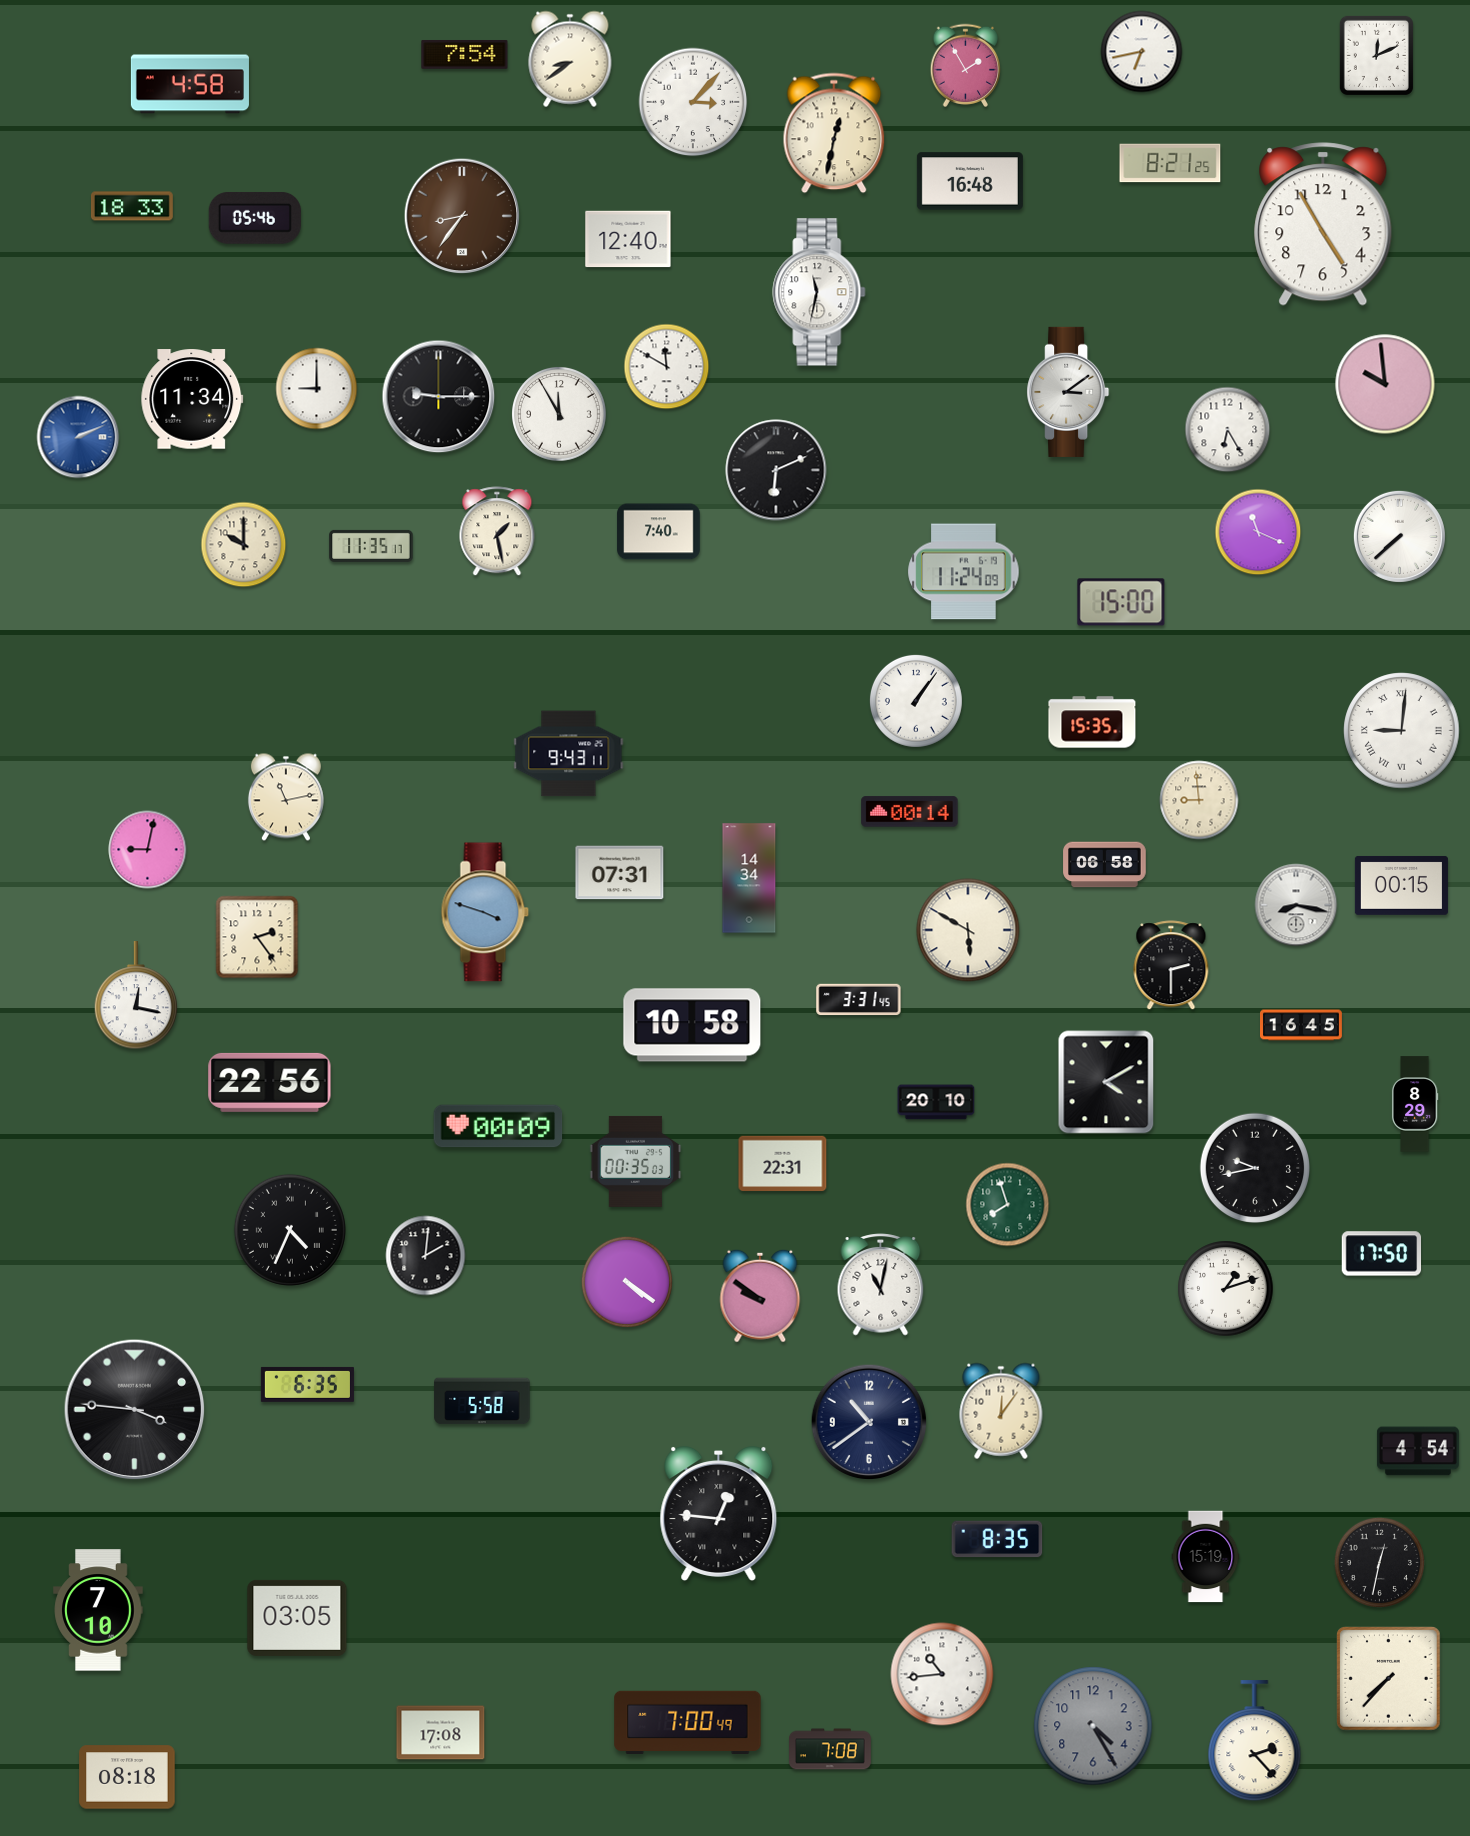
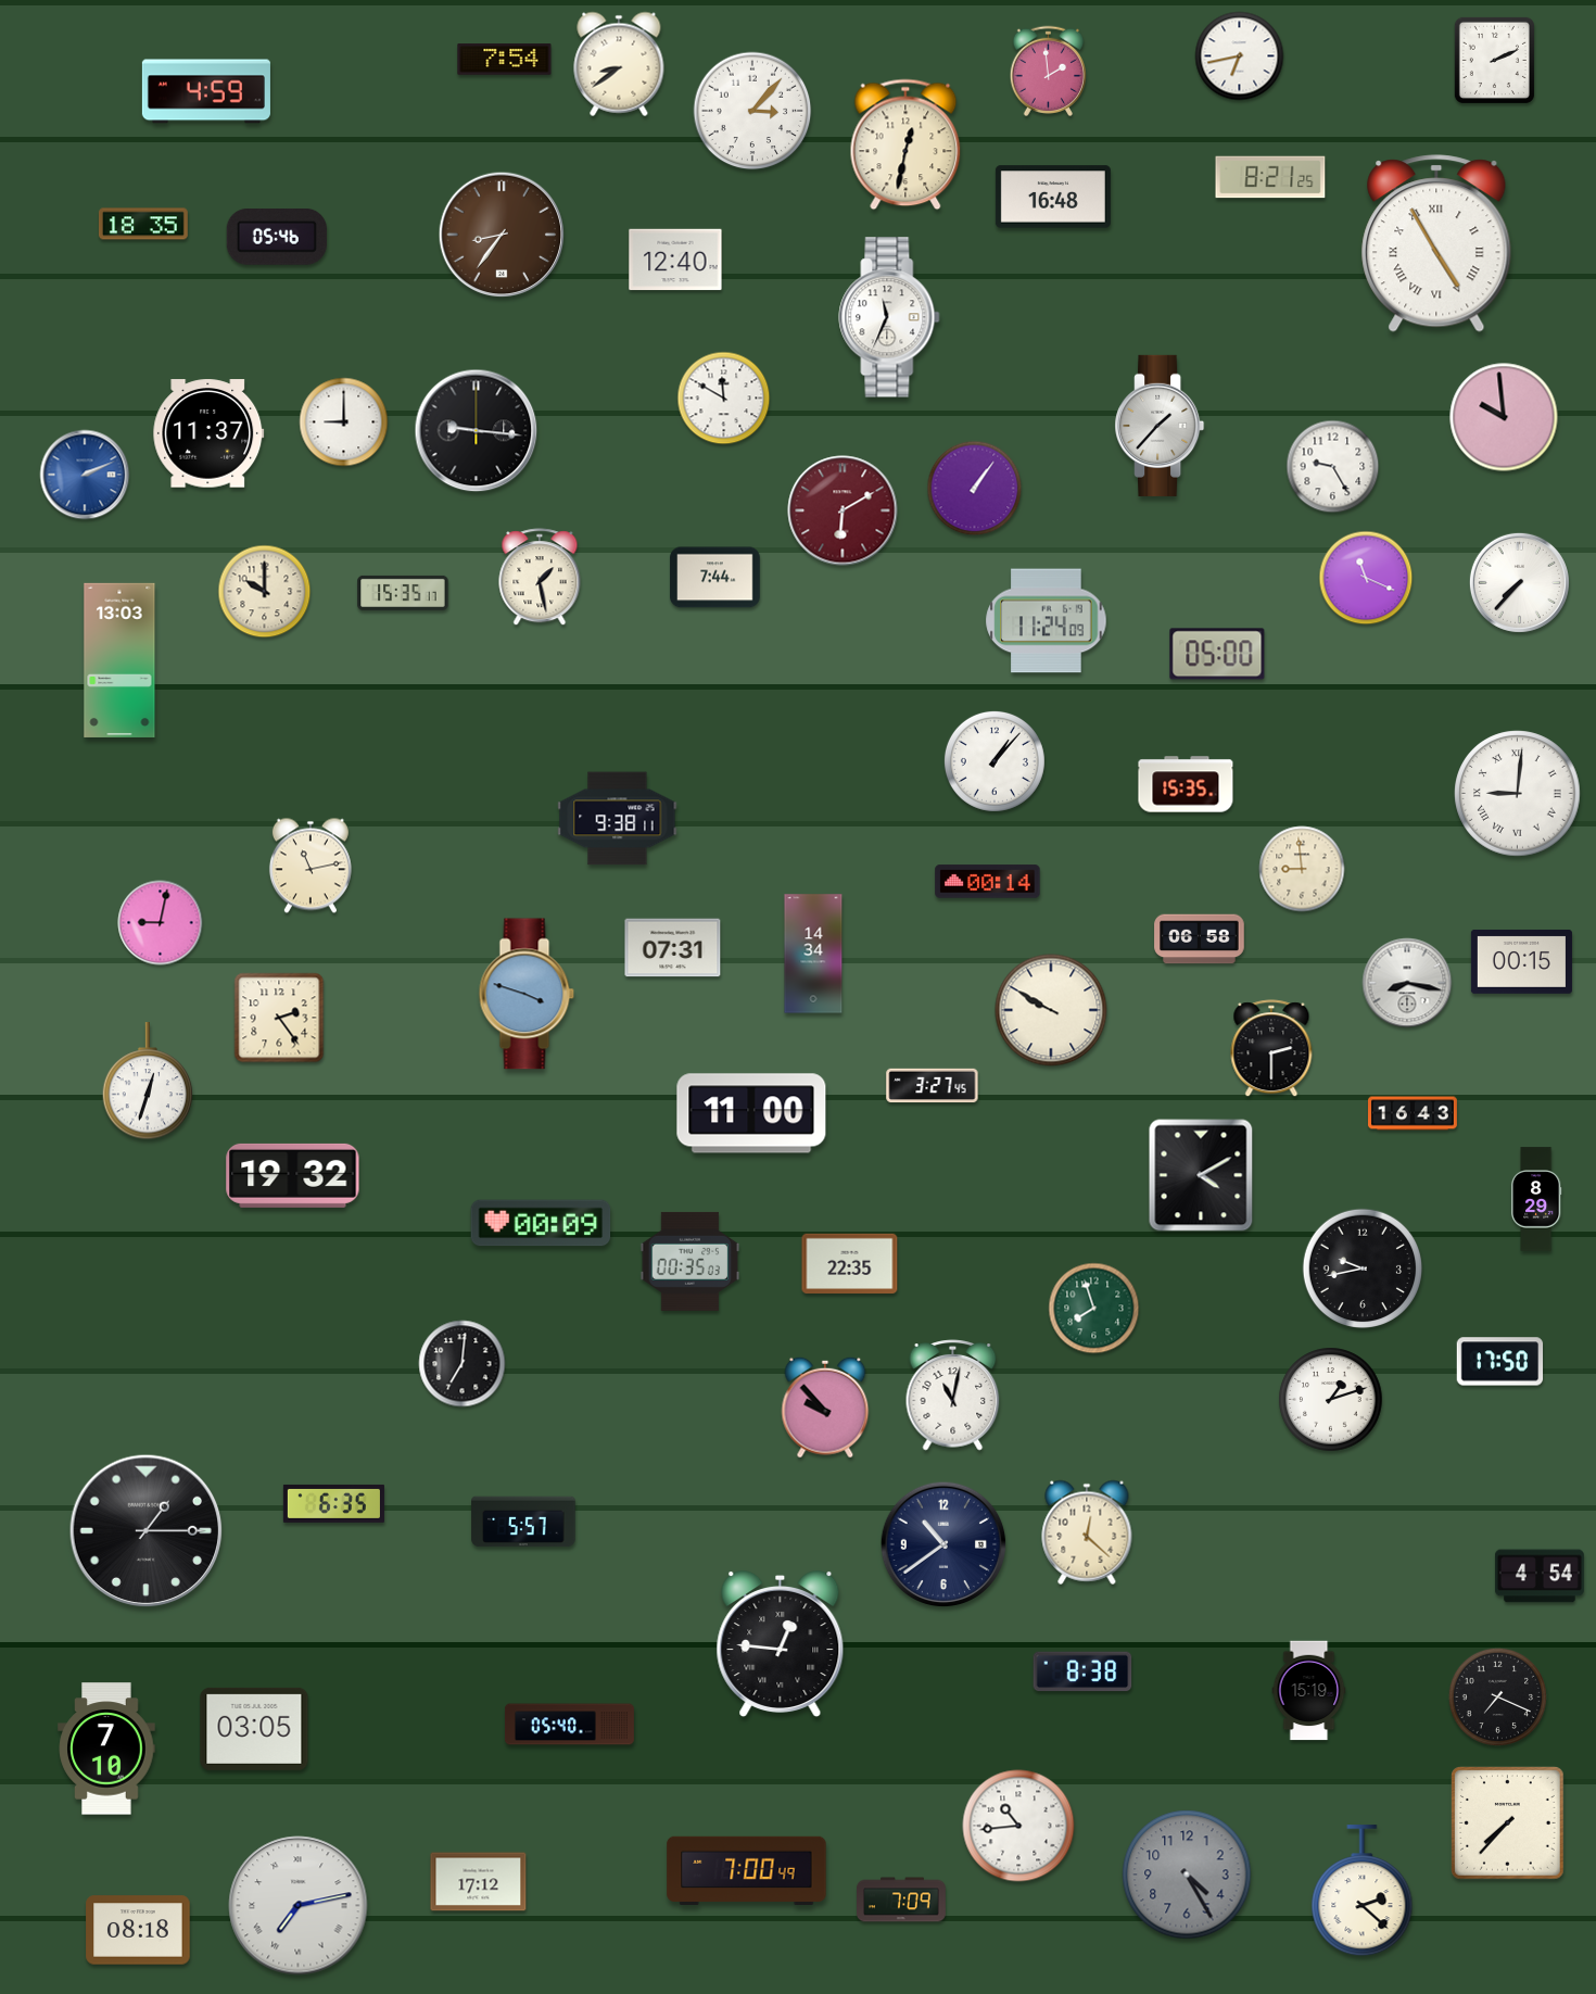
clock at (1376, 55): 12:11 -> 2:11
clock at (966, 65): 1:55 -> 1:59
clock at (190, 84): 4:58 -> 4:59
clock at (132, 206): 18:33 -> 18:35
clock at (1323, 224) numerals: Arabic -> Roman
clock at (628, 239) position: (628, 239) -> (675, 260)
clock at (819, 292): 11:32 -> 11:34
clock at (1068, 392): 3:09 -> 1:37
clock at (439, 397): 9:15 -> 9:16
clock at (192, 399): 11:34 -> 11:37
clock at (560, 415): 11:55 -> none
clock at (1228, 430): 6:25 -> 9:25
clock at (975, 489): none -> 1:06
clock at (776, 470): 6:11 -> 6:10
clock at (776, 470) dial: black -> burgundy
clock at (659, 532): 7:40 -> 7:44
clock at (1399, 536): 7:38 -> 7:37
clock at (371, 546): 11:35 -> 15:35
clock at (1121, 602): 15:00 -> 05:00
clock at (119, 660): none -> 13:03
clock at (916, 701): 1:06 -> 1:07
clock at (1402, 731) position: (1402, 731) -> (1518, 794)
clock at (569, 754): 9:43 -> 9:38
clock at (485, 912) position: (485, 912) -> (527, 994)
clock at (968, 930): 5:50 -> 9:50
clock at (136, 996): 12:17 -> 12:33
clock at (859, 1000): 3:31 -> 3:27
clock at (692, 1025): 10:58 -> 11:00
clock at (1302, 1025): 16:45 -> 16:43
clock at (270, 1082): 22:56 -> 19:32
clock at (936, 1102): 20:10 -> none
clock at (783, 1164): 22:31 -> 22:35
clock at (290, 1230): 4:34 -> none
clock at (426, 1256): 2:01 -> 7:01
clock at (627, 1282): 4:21 -> none
clock at (881, 1285) position: (881, 1285) -> (953, 1396)
clock at (760, 1296): 9:51 -> 9:53
clock at (482, 1401): 5:58 -> 5:57
clock at (135, 1410): 3:46 -> 1:15
clock at (1001, 1411): 12:06 -> 12:22
clock at (997, 1539): 8:35 -> 8:38
clock at (1379, 1562): 12:32 -> 7:19
clock at (569, 1725): none -> 05:40
clock at (297, 1618) position: (297, 1618) -> (254, 1729)
clock at (942, 1674) position: (942, 1674) -> (1018, 1826)
clock at (441, 1733): 17:08 -> 17:12
clock at (1255, 1741): 2:23 -> 2:22
clock at (831, 1749): 7:08 -> 7:09
clock at (299, 1906): none -> 7:13
